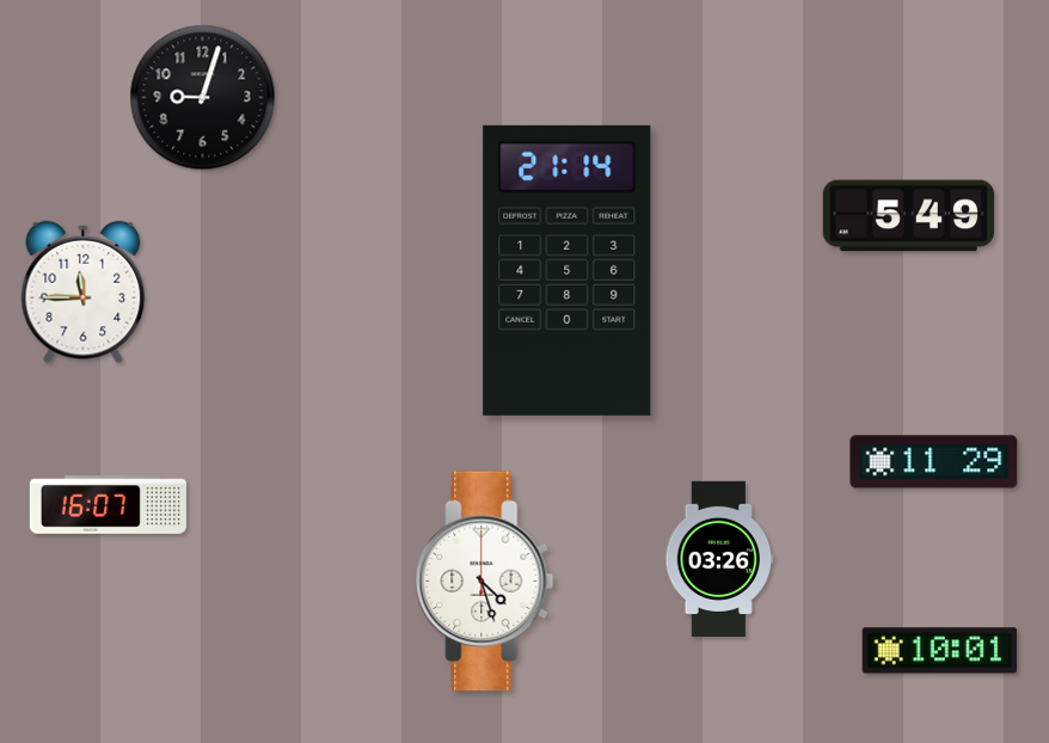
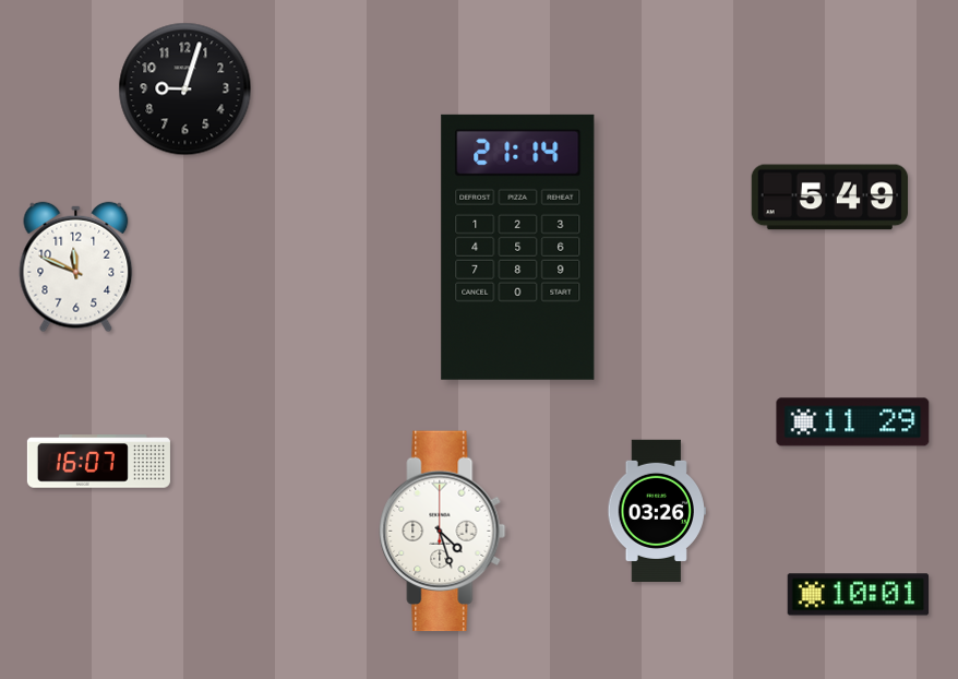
clock at (84, 293): 11:45 -> 11:49
